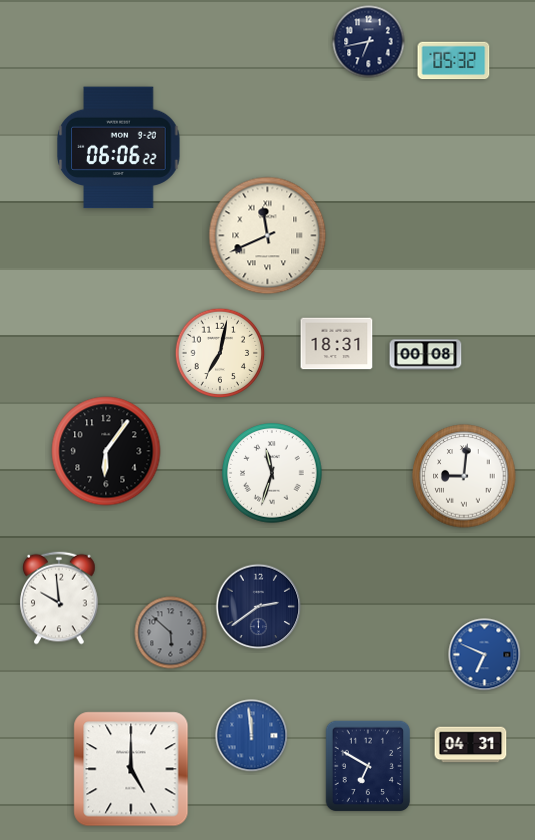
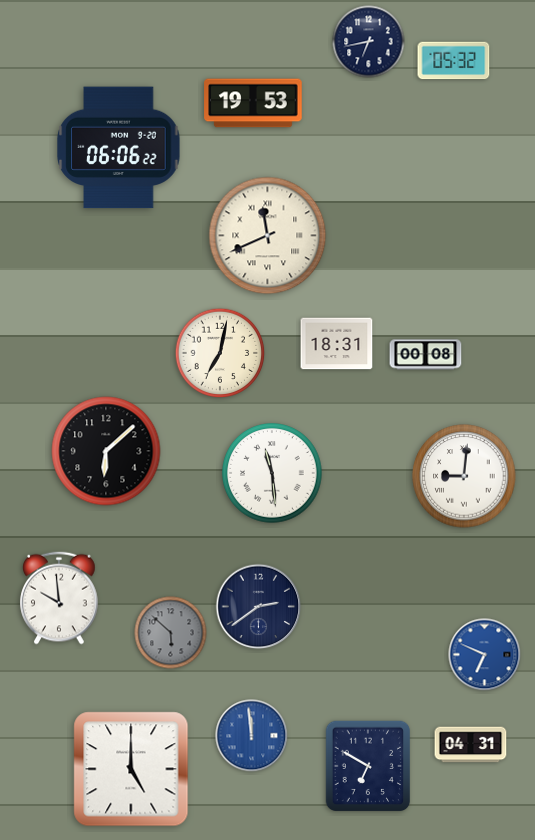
clock at (253, 103): none -> 19:53
clock at (106, 451): 6:06 -> 6:08
clock at (272, 473): 11:33 -> 11:29
